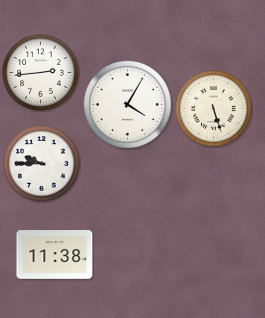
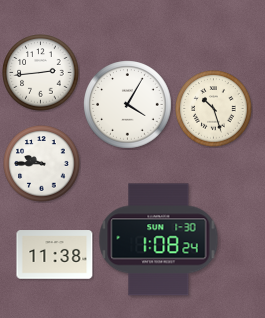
clock at (214, 109): 5:27 -> 10:27
clock at (159, 240): none -> 1:08
